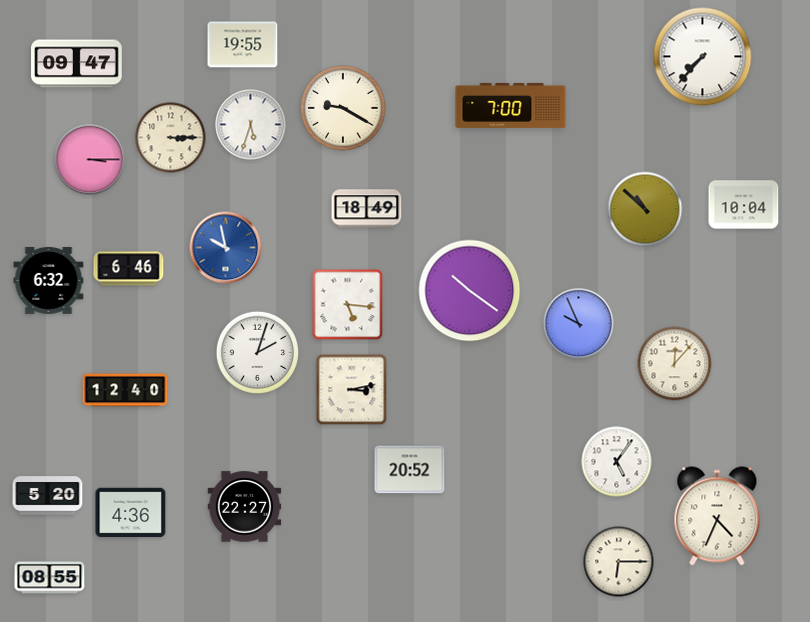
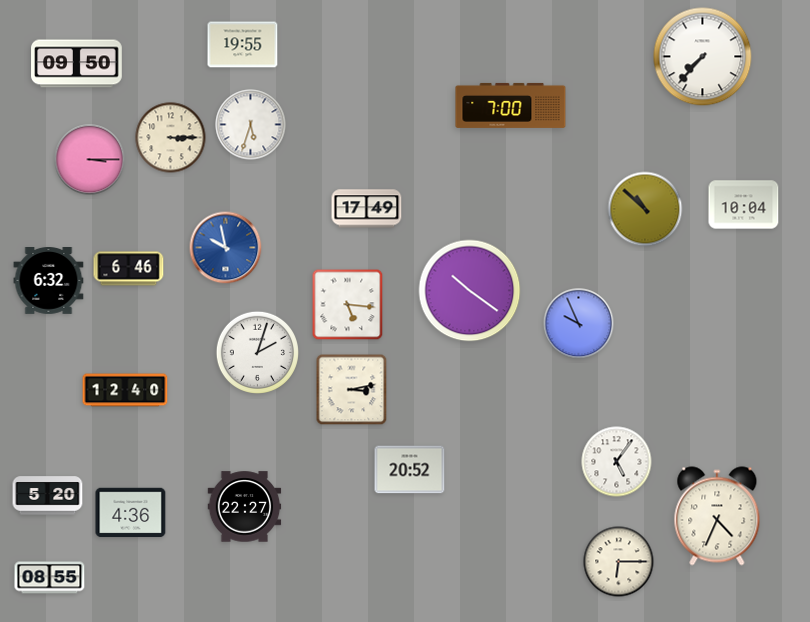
clock at (77, 64): 09:47 -> 09:50
clock at (343, 108): 9:20 -> none
clock at (367, 209): 18:49 -> 17:49
clock at (675, 364): 12:07 -> none
